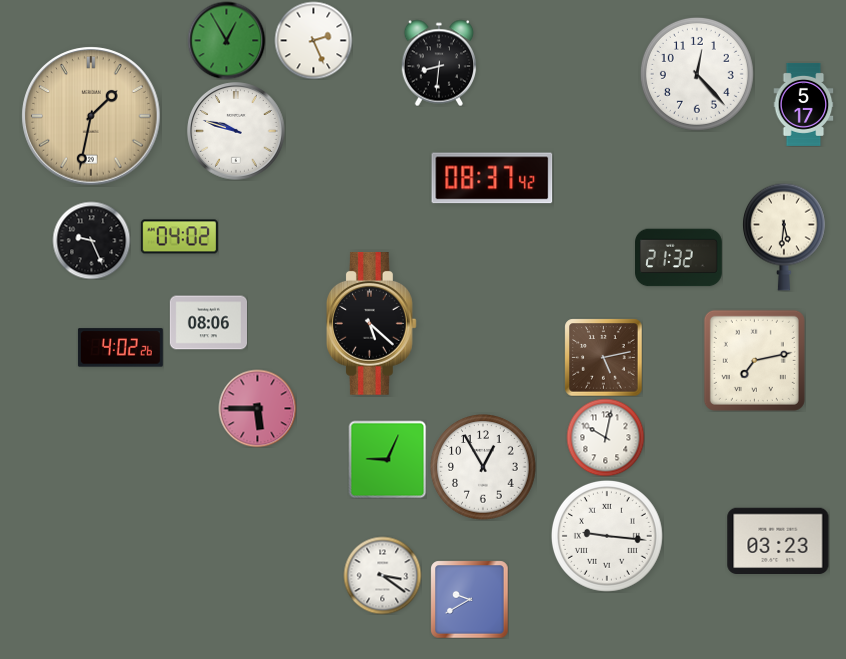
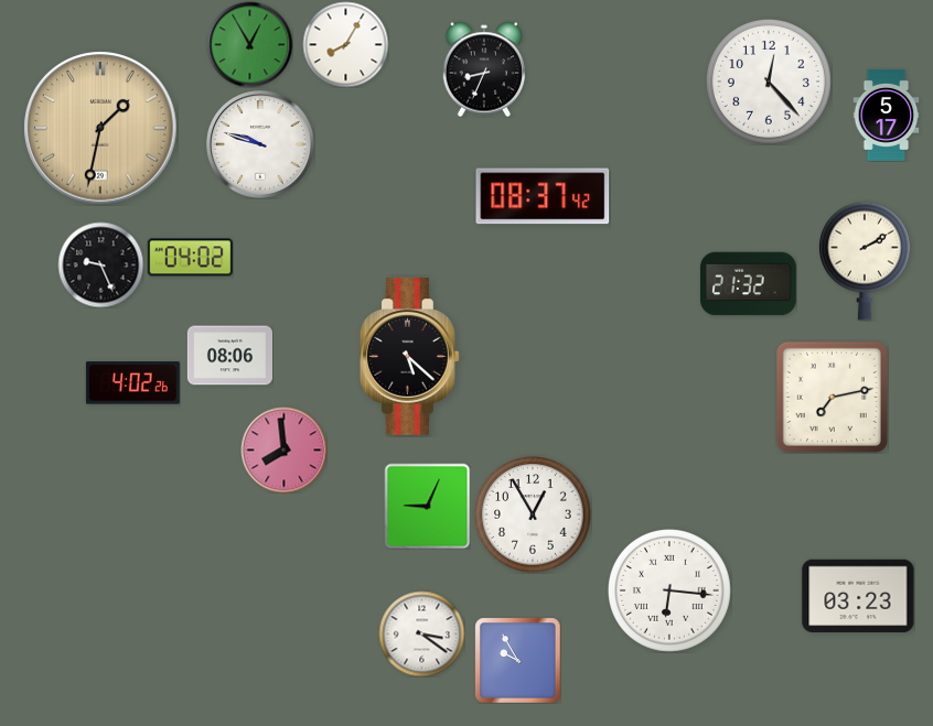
clock at (313, 40): 2:26 -> 8:05
clock at (439, 63): 8:31 -> 8:34
clock at (179, 237) position: (179, 237) -> (190, 258)
clock at (785, 237): 5:31 -> 2:10
clock at (603, 357): 5:13 -> none
clock at (257, 408): 5:45 -> 7:59
clock at (605, 437): 10:02 -> none
clock at (607, 536): 9:16 -> 6:16
clock at (469, 599): 9:40 -> 9:55
